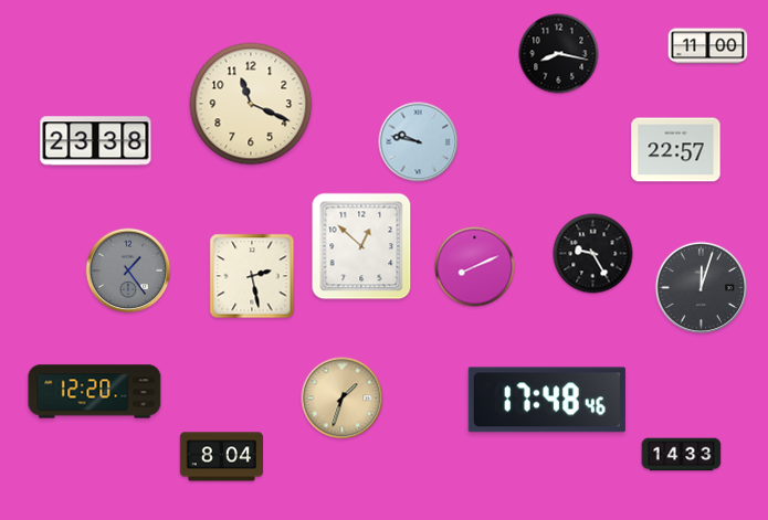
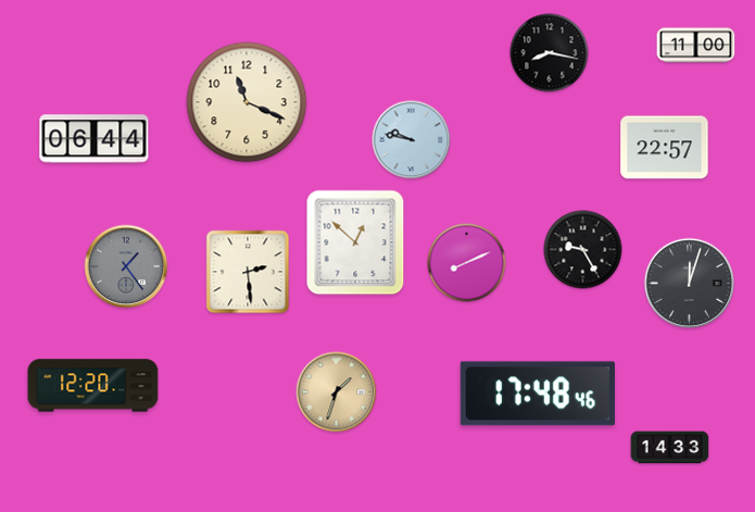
clock at (96, 141): 23:38 -> 06:44
clock at (252, 276): 2:28 -> 2:29
clock at (221, 457): 8:04 -> none
